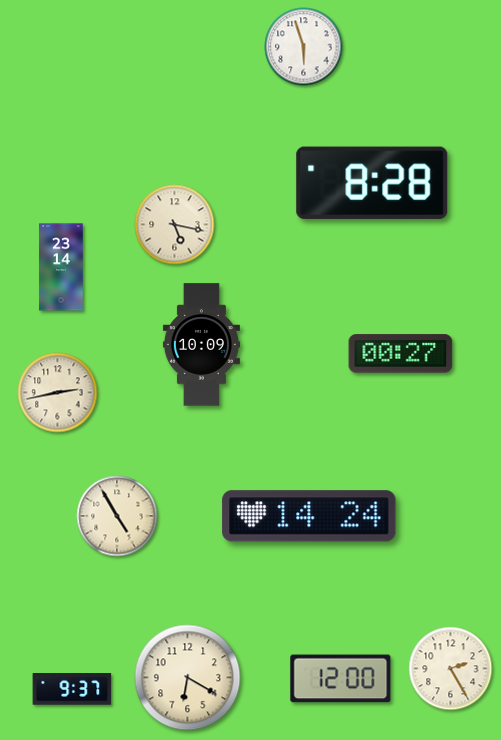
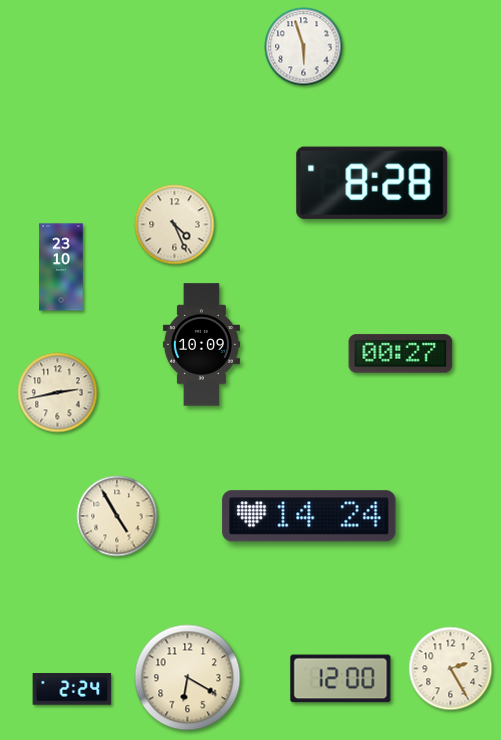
clock at (175, 225): 5:17 -> 4:26
clock at (61, 267): 23:14 -> 23:10
clock at (72, 689): 9:37 -> 2:24
